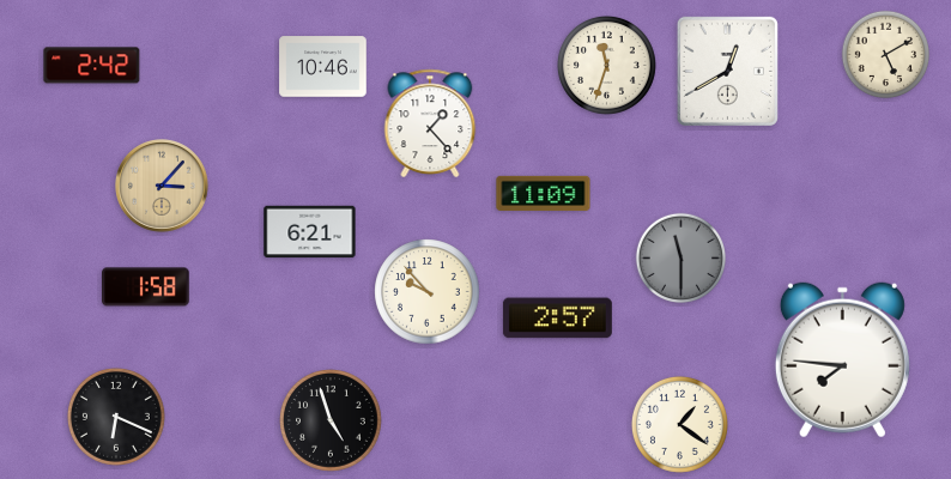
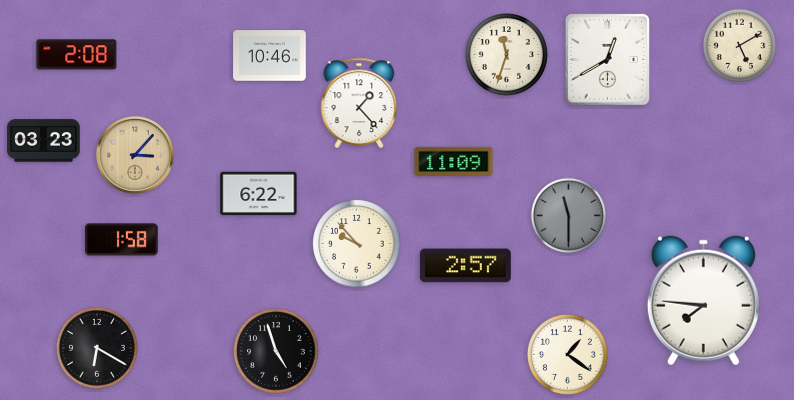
clock at (92, 66): 2:42 -> 2:08
clock at (44, 141): none -> 03:23
clock at (310, 232): 6:21 -> 6:22
clock at (116, 417): 6:19 -> 6:20
